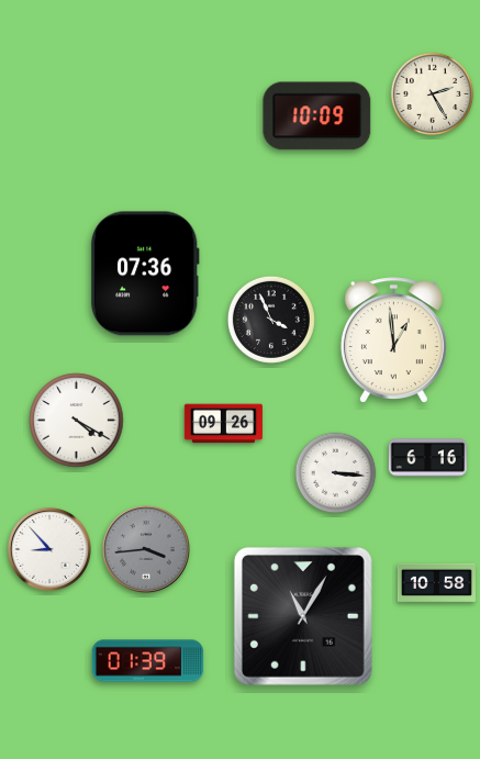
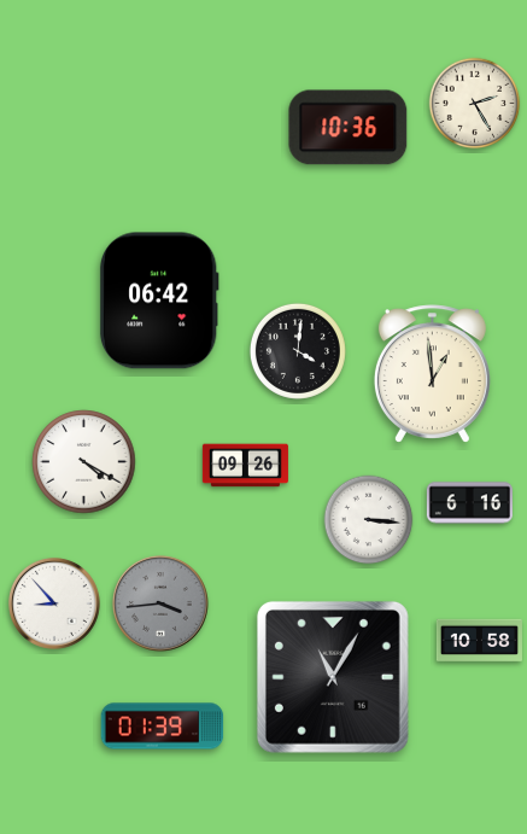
clock at (317, 116): 10:09 -> 10:36
clock at (145, 274): 07:36 -> 06:42
clock at (271, 320): 3:56 -> 4:01
